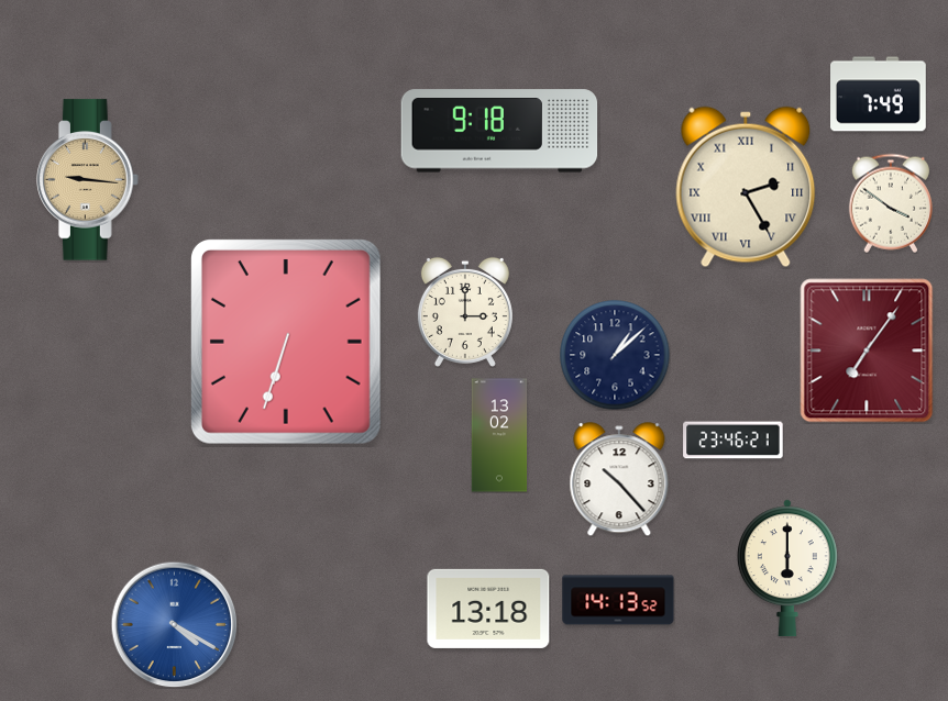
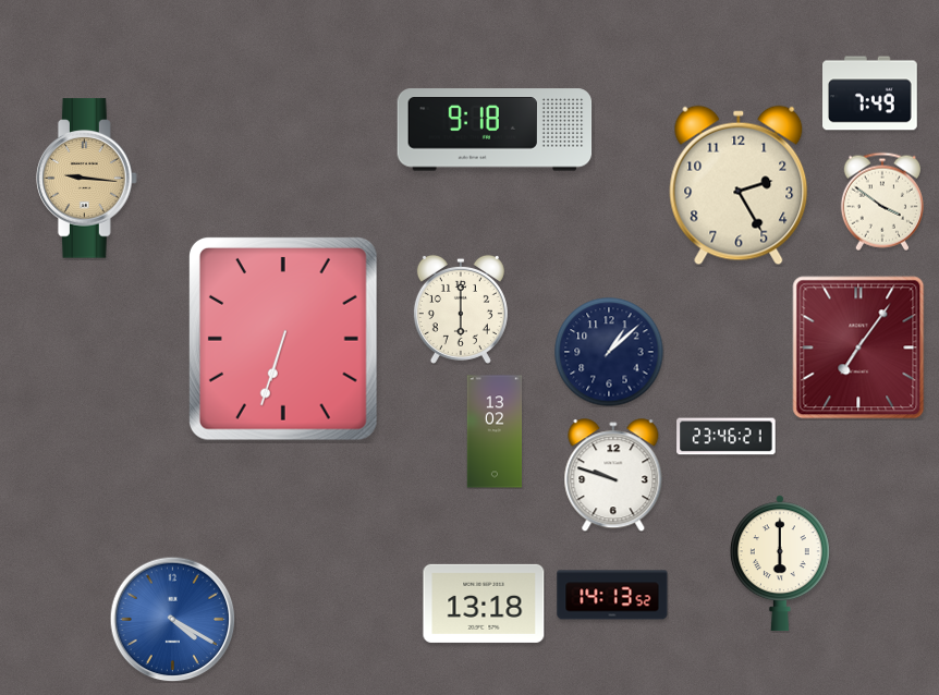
clock at (746, 187) numerals: Roman -> Arabic
clock at (465, 312): 3:00 -> 6:00
clock at (619, 479): 10:23 -> 9:48
